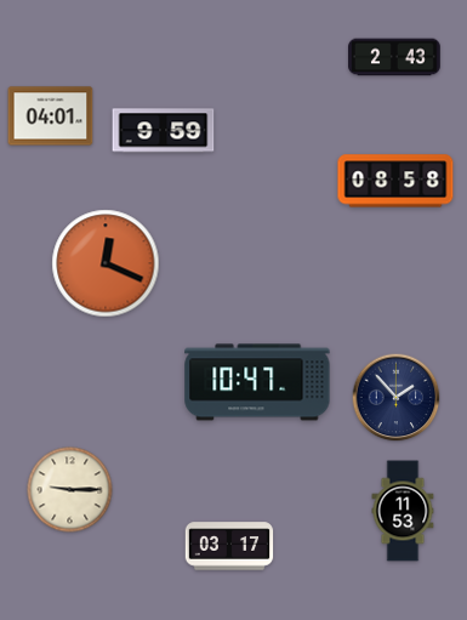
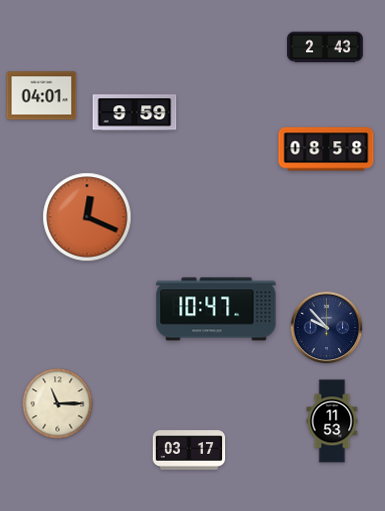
clock at (164, 131) position: (164, 131) -> (135, 113)
clock at (257, 382) position: (257, 382) -> (216, 309)
clock at (397, 398): 1:53 -> 9:53
clock at (70, 490): 9:15 -> 11:15
